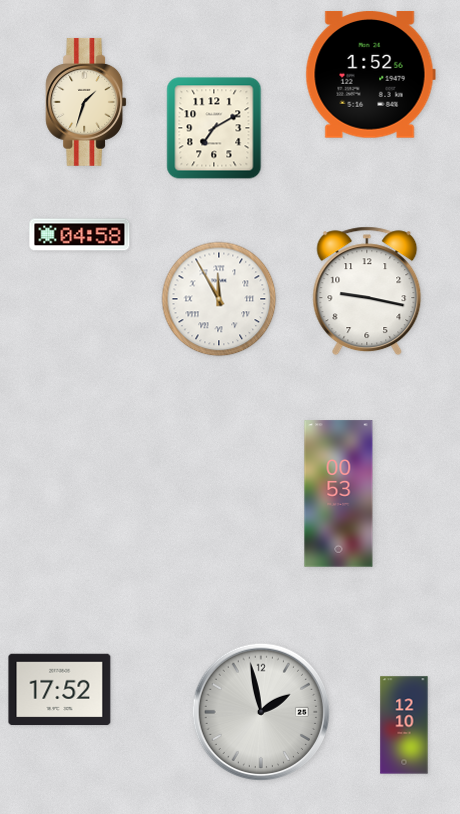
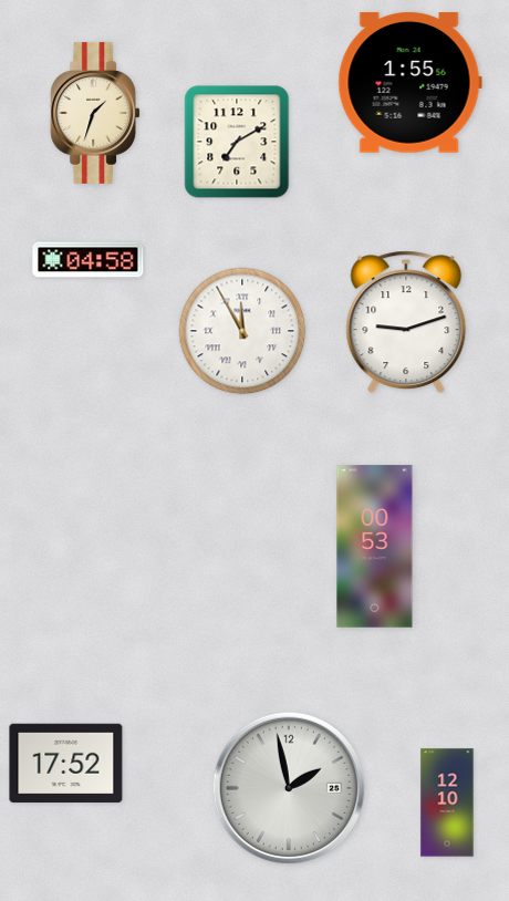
clock at (370, 75): 1:52 -> 1:55
clock at (367, 291): 9:17 -> 9:12
